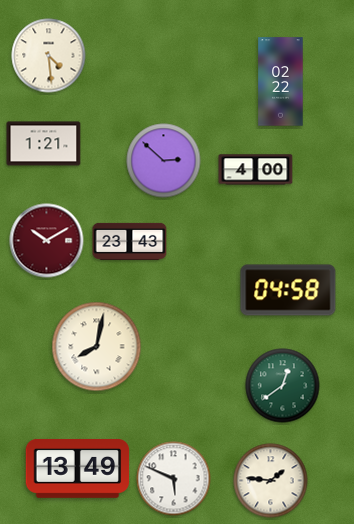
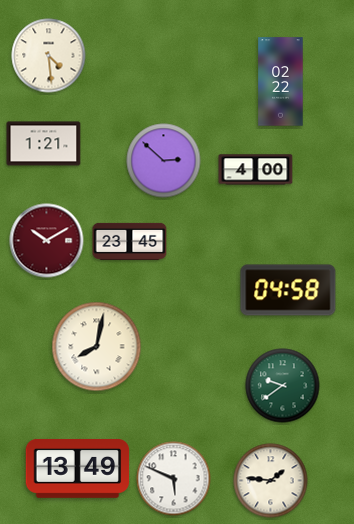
clock at (130, 241): 23:43 -> 23:45
clock at (283, 386): 12:39 -> 9:39
